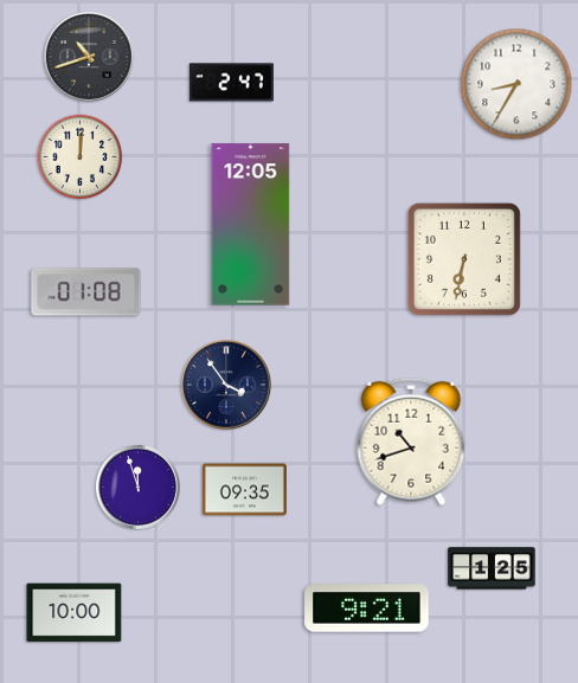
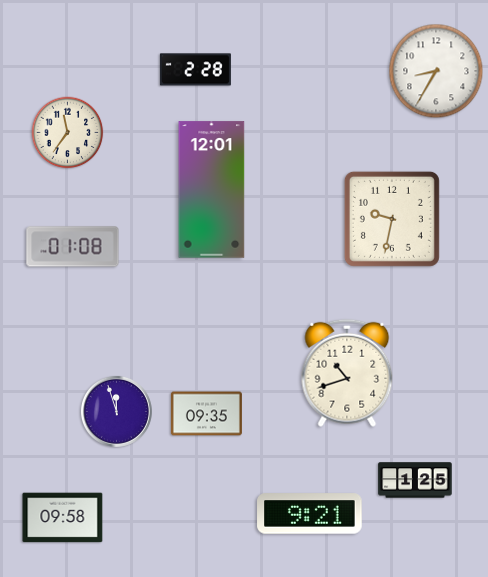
clock at (89, 57): 10:42 -> none
clock at (231, 83): 2:47 -> 2:28
clock at (81, 157): 12:01 -> 11:36
clock at (251, 225): 12:05 -> 12:01
clock at (464, 259): 6:32 -> 9:32
clock at (226, 385): 3:54 -> none
clock at (75, 613): 10:00 -> 09:58
